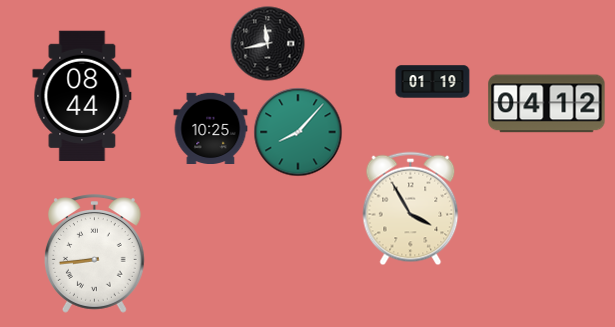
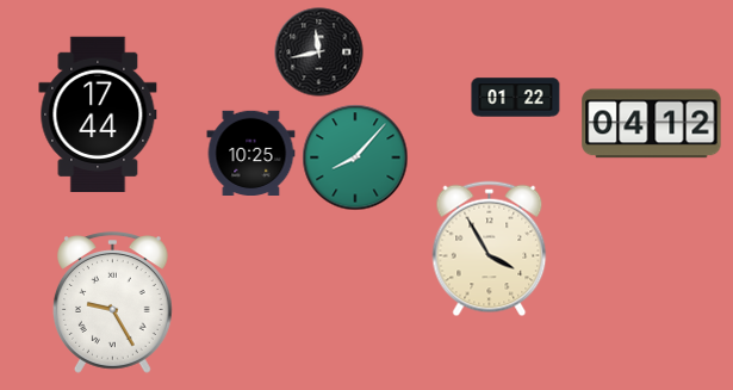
clock at (433, 82): 01:19 -> 01:22
clock at (82, 95): 08:44 -> 17:44
clock at (94, 254): 8:44 -> 9:25
